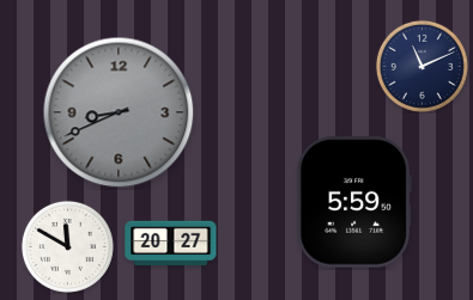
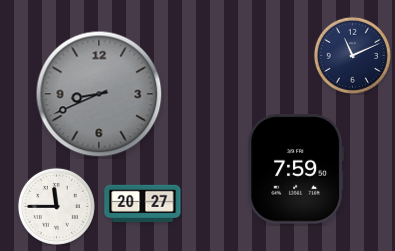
clock at (354, 202): 5:59 -> 7:59
clock at (67, 246): 11:50 -> 11:45
